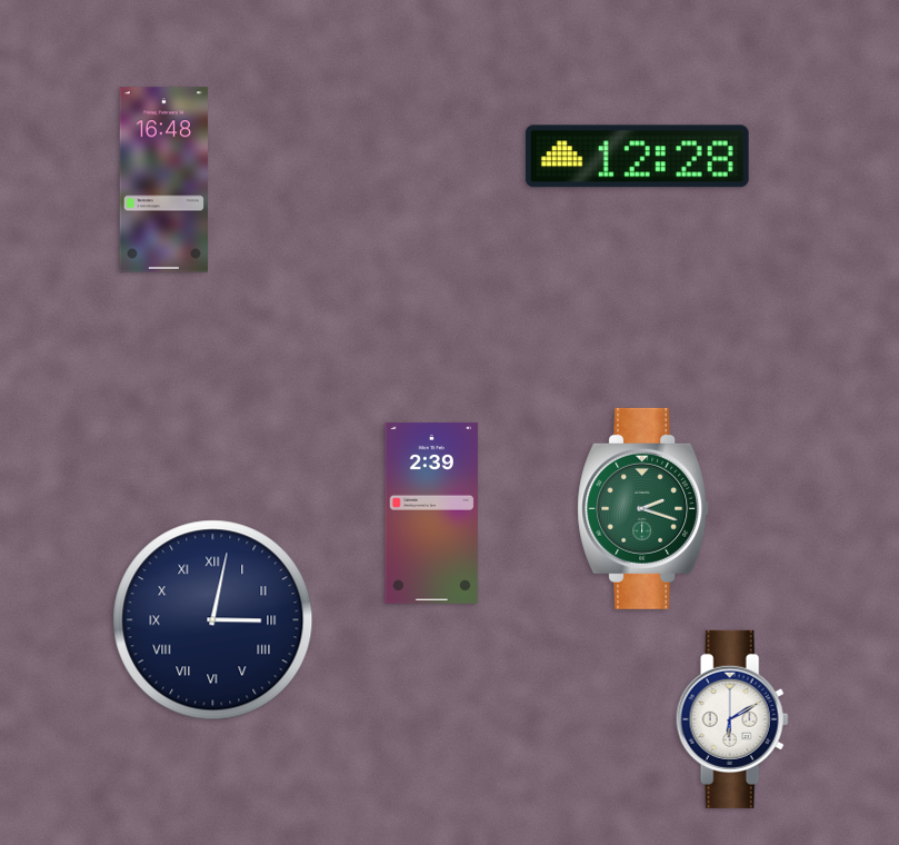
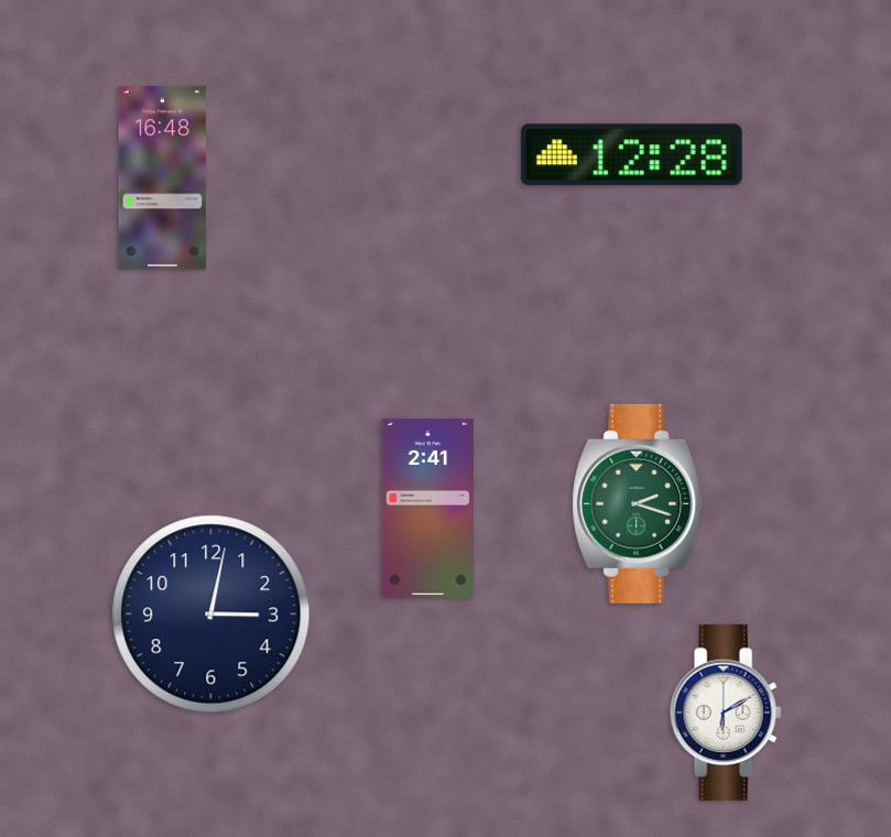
clock at (432, 513): 2:39 -> 2:41
clock at (213, 620) numerals: Roman -> Arabic
